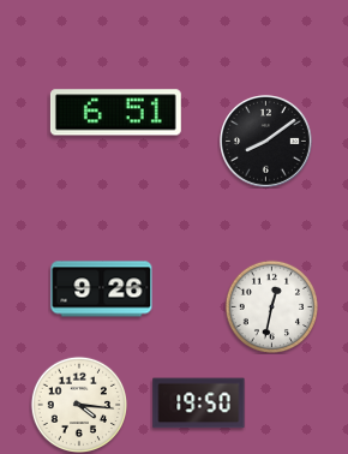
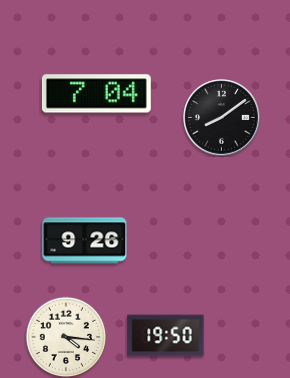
clock at (115, 113): 6:51 -> 7:04
clock at (271, 306): 12:32 -> none
